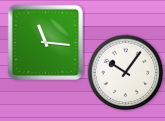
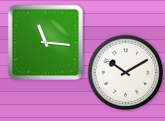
clock at (126, 73): 10:06 -> 10:10
